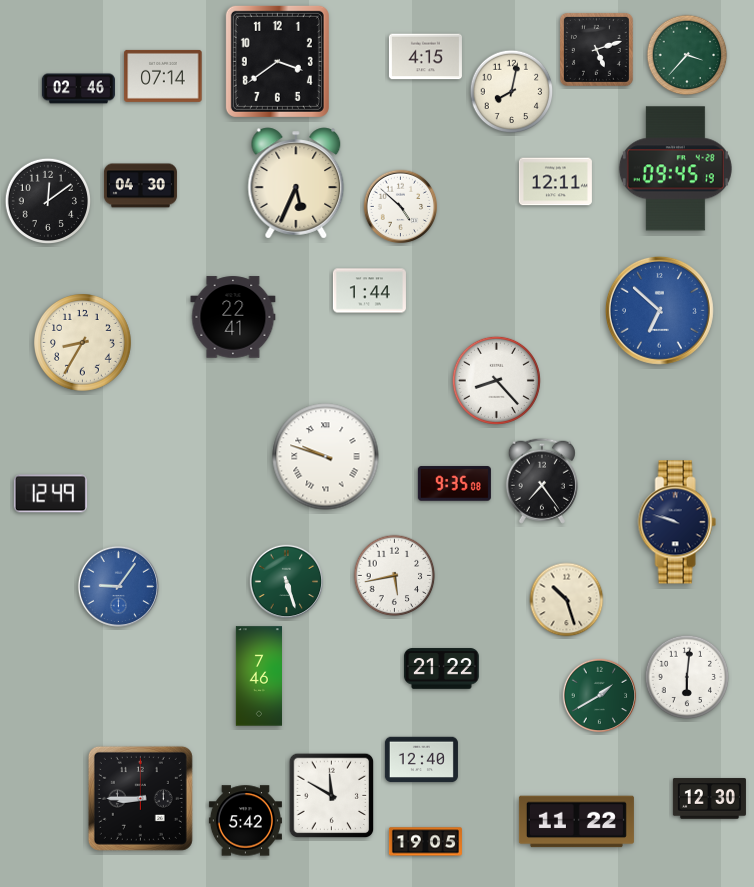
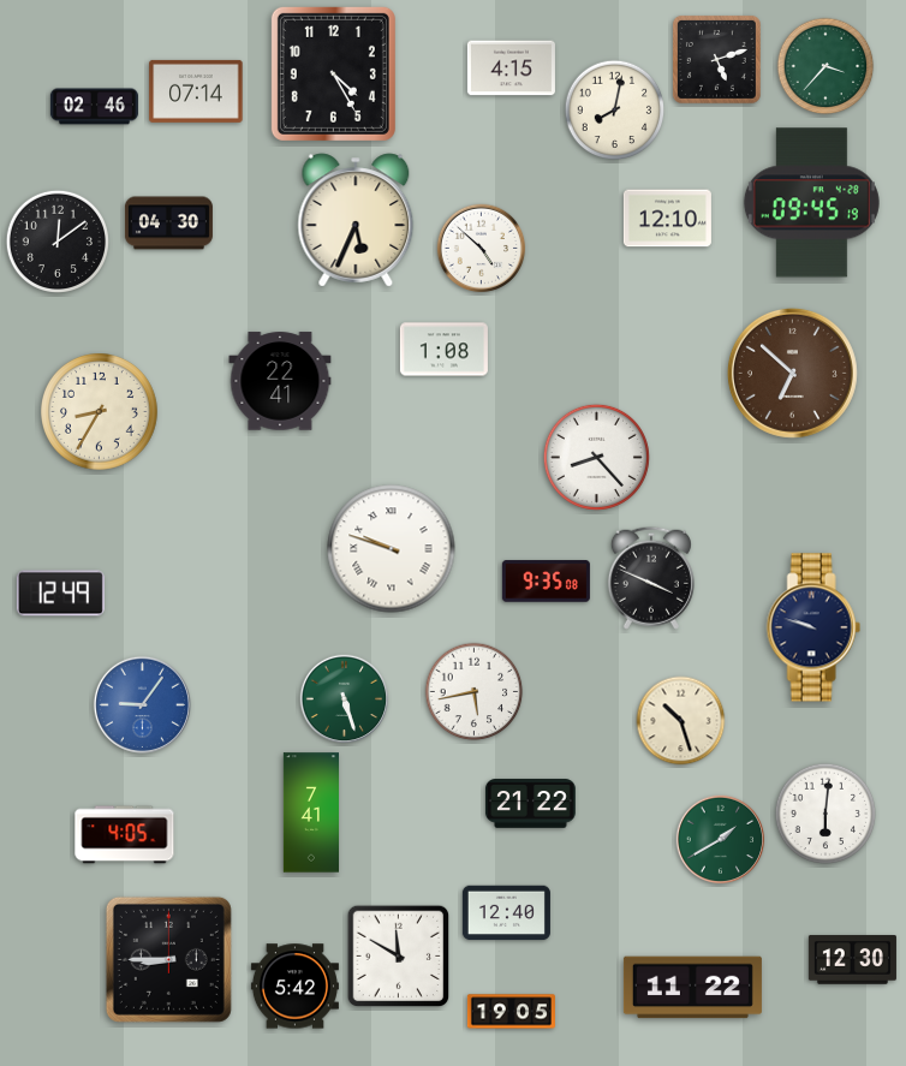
clock at (277, 61): 3:39 -> 4:25
clock at (555, 182): 12:11 -> 12:10
clock at (369, 291): 1:44 -> 1:08
clock at (659, 310) dial: blue -> brown
clock at (542, 481): 7:24 -> 3:49
clock at (258, 676): 7:46 -> 7:41
clock at (125, 835): none -> 4:05
clock at (600, 696) position: (600, 696) -> (721, 840)
